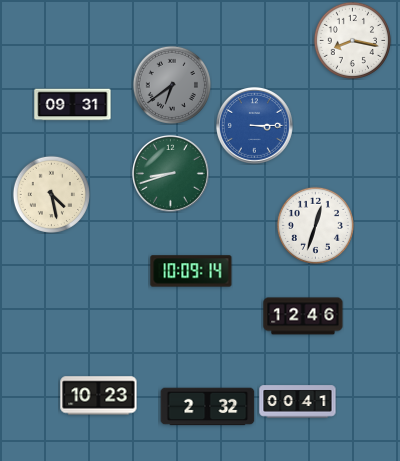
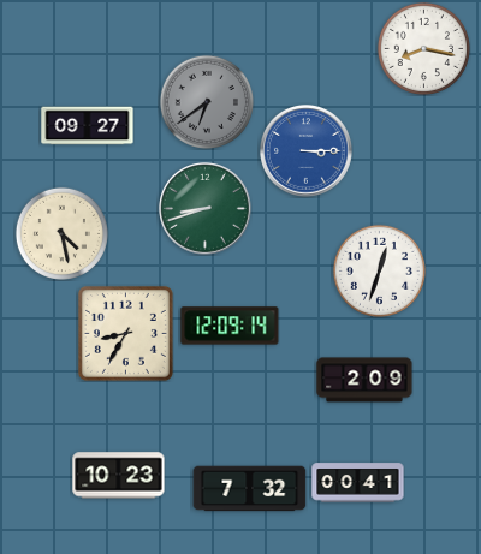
clock at (73, 105): 09:31 -> 09:27
clock at (191, 271): 10:09 -> 12:09
clock at (125, 333): none -> 8:35
clock at (303, 316): 12:46 -> 2:09
clock at (208, 407): 2:32 -> 7:32
